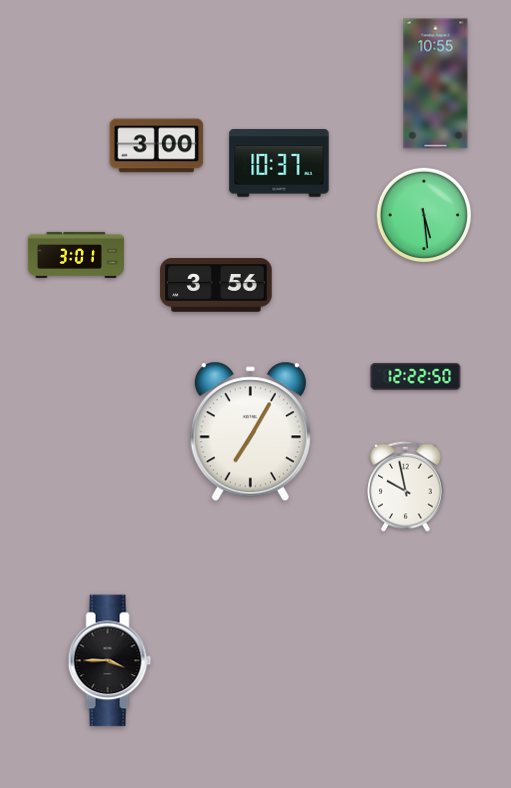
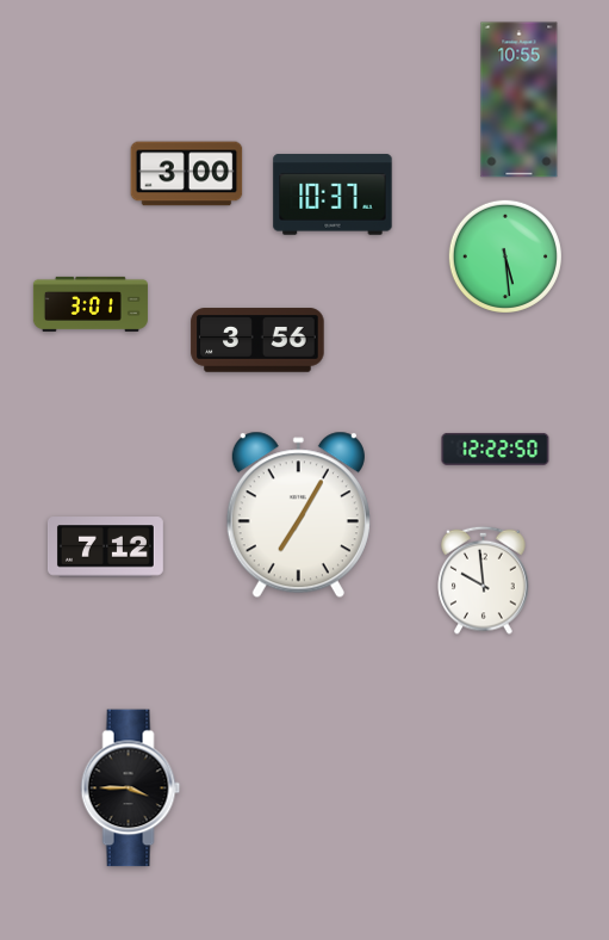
clock at (105, 548): none -> 7:12
clock at (406, 486): 9:58 -> 9:59
